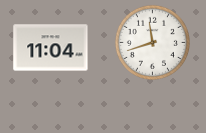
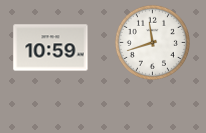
clock at (51, 48): 11:04 -> 10:59
